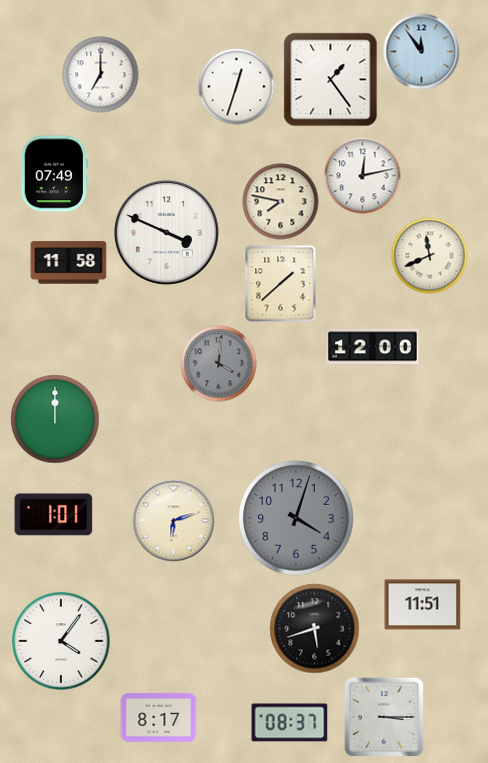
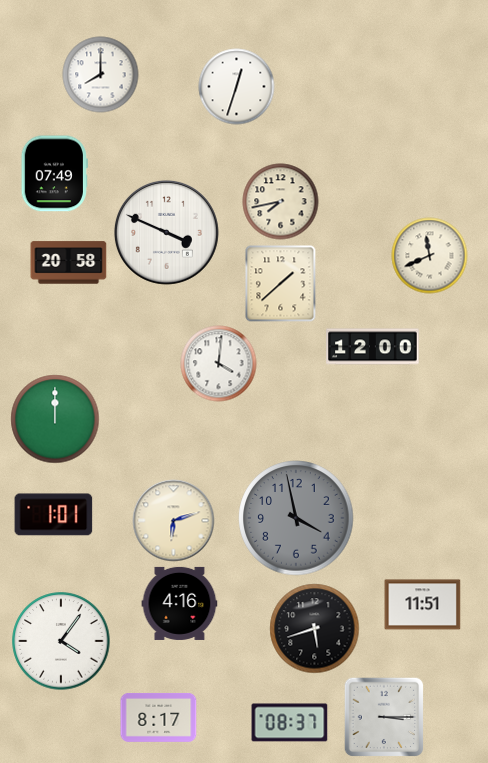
clock at (422, 52): 11:54 -> none
clock at (101, 75): 7:00 -> 8:00
clock at (331, 80): 1:24 -> none
clock at (363, 176): 12:13 -> none
clock at (281, 202): 7:47 -> 7:43
clock at (69, 263): 11:58 -> 20:58
clock at (219, 364) dial: grey -> white
clock at (296, 518): 4:03 -> 3:58
clock at (180, 603): none -> 4:16
